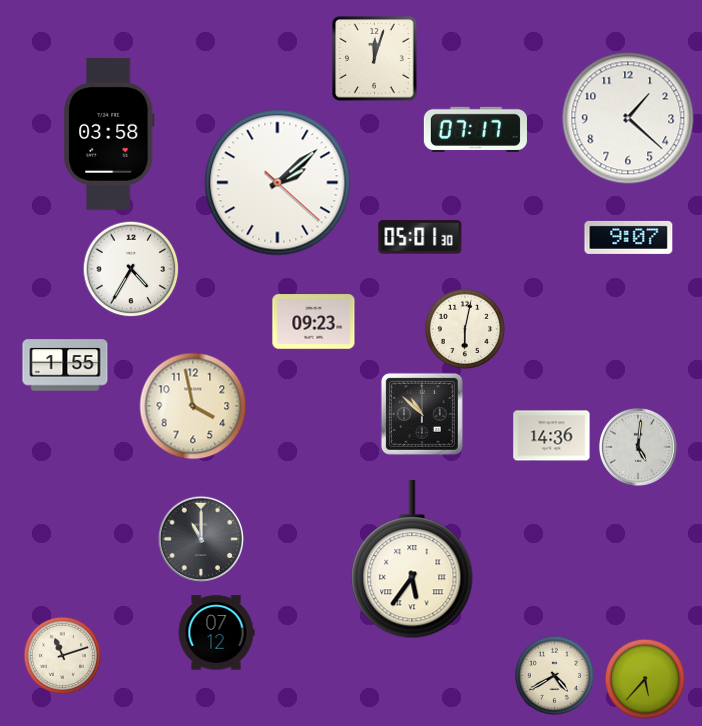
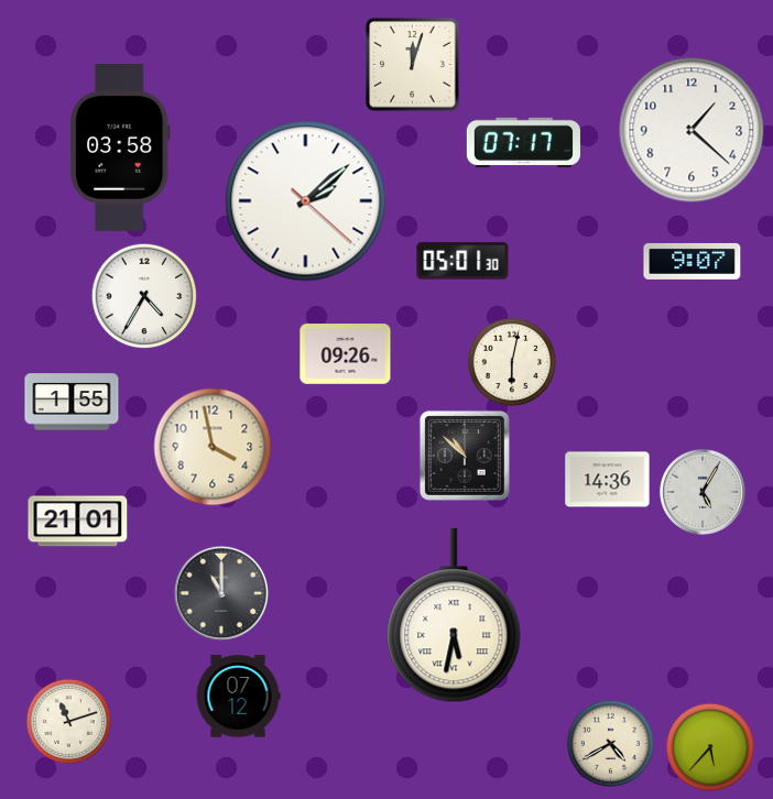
clock at (314, 322): 09:23 -> 09:26
clock at (638, 447): 5:01 -> 5:05
clock at (78, 522): none -> 21:01
clock at (412, 560): 5:36 -> 5:32
